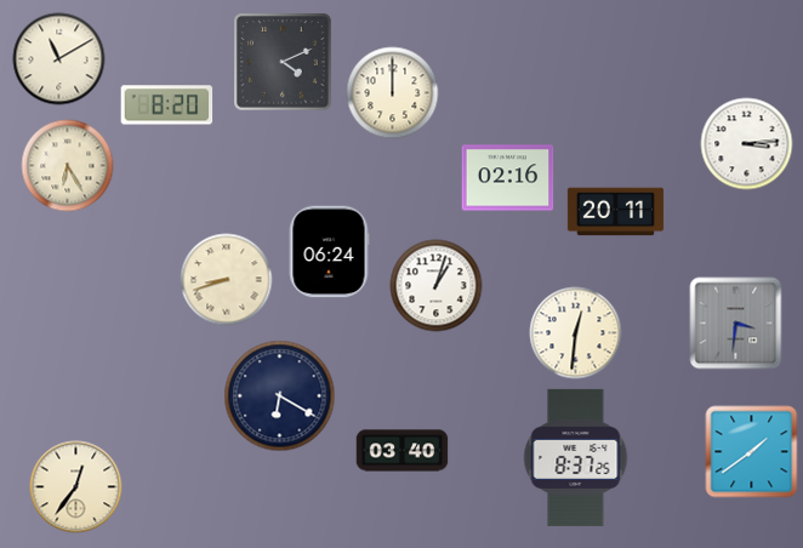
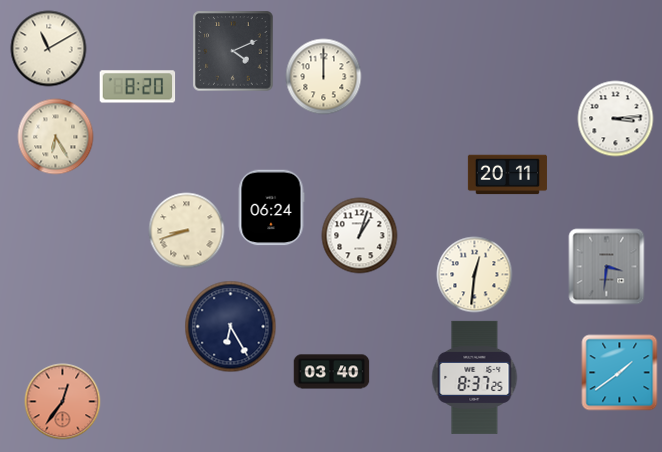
clock at (508, 178): 02:16 -> none
clock at (280, 396): 6:20 -> 6:25
clock at (76, 487) dial: cream -> salmon
